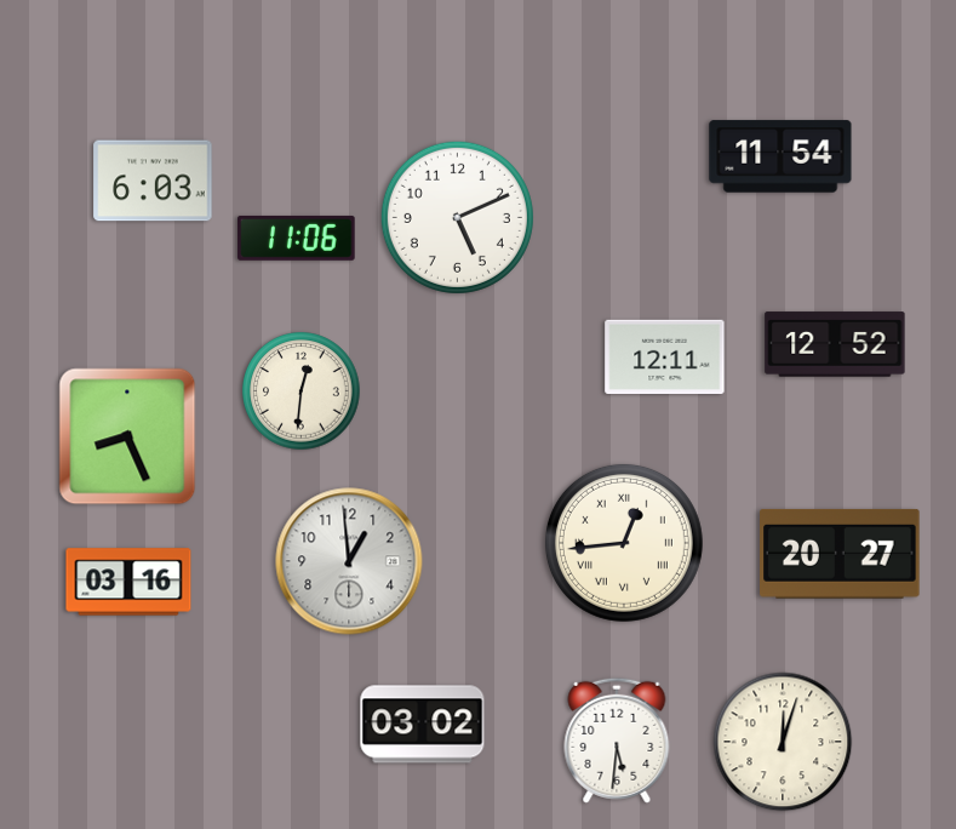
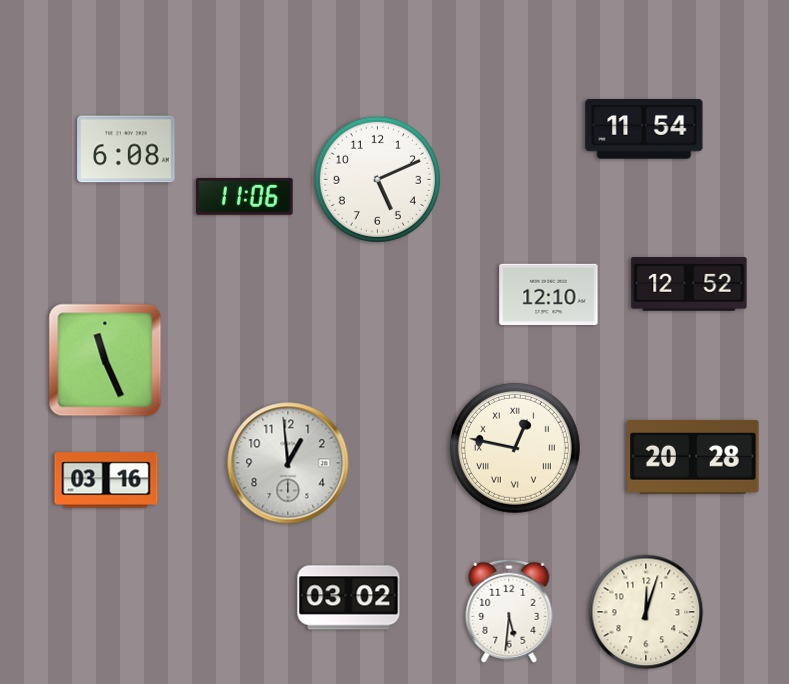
clock at (153, 181): 6:03 -> 6:08
clock at (665, 356): 12:11 -> 12:10
clock at (302, 391): 12:31 -> none
clock at (127, 436): 8:26 -> 11:26
clock at (624, 543): 12:44 -> 12:47
clock at (840, 554): 20:27 -> 20:28
